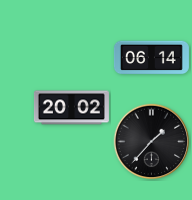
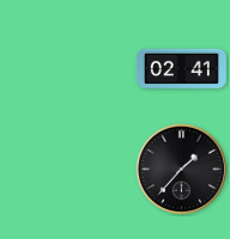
clock at (151, 58): 06:14 -> 02:41
clock at (71, 108): 20:02 -> none
